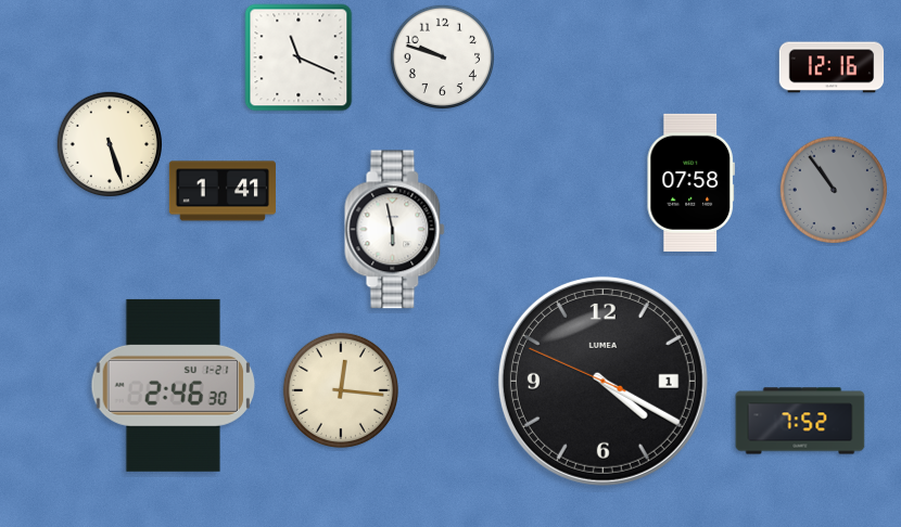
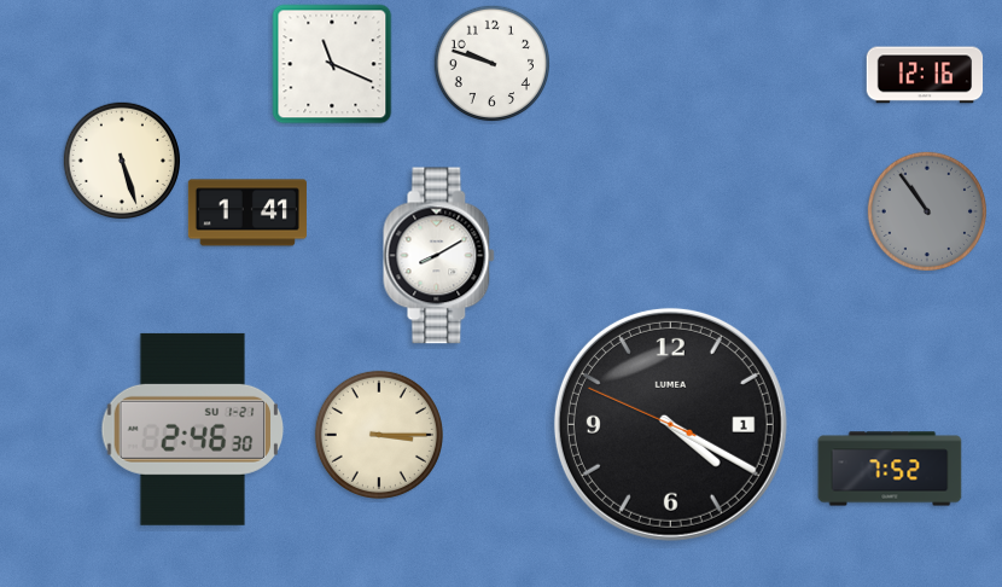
clock at (690, 182): 07:58 -> none
clock at (395, 230): 5:58 -> 8:10
clock at (341, 390): 12:16 -> 3:15
